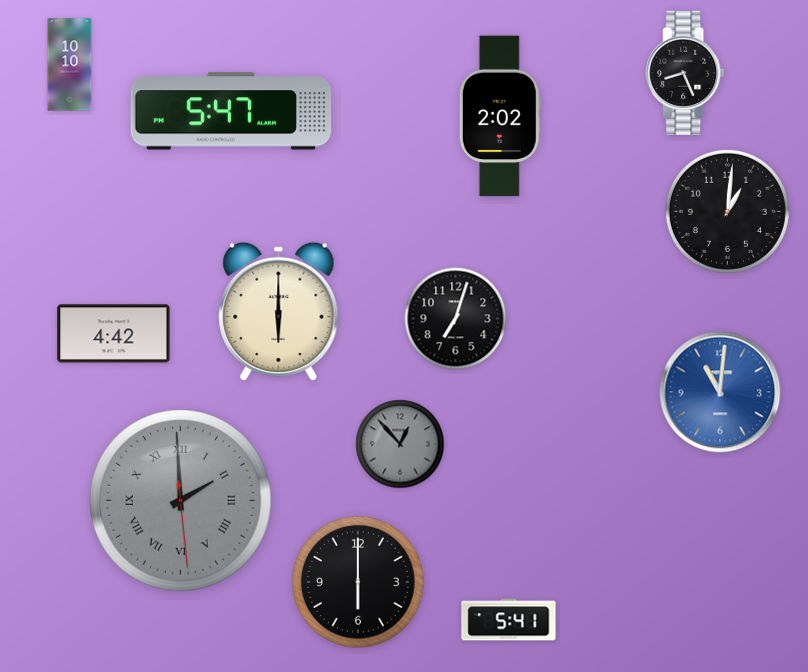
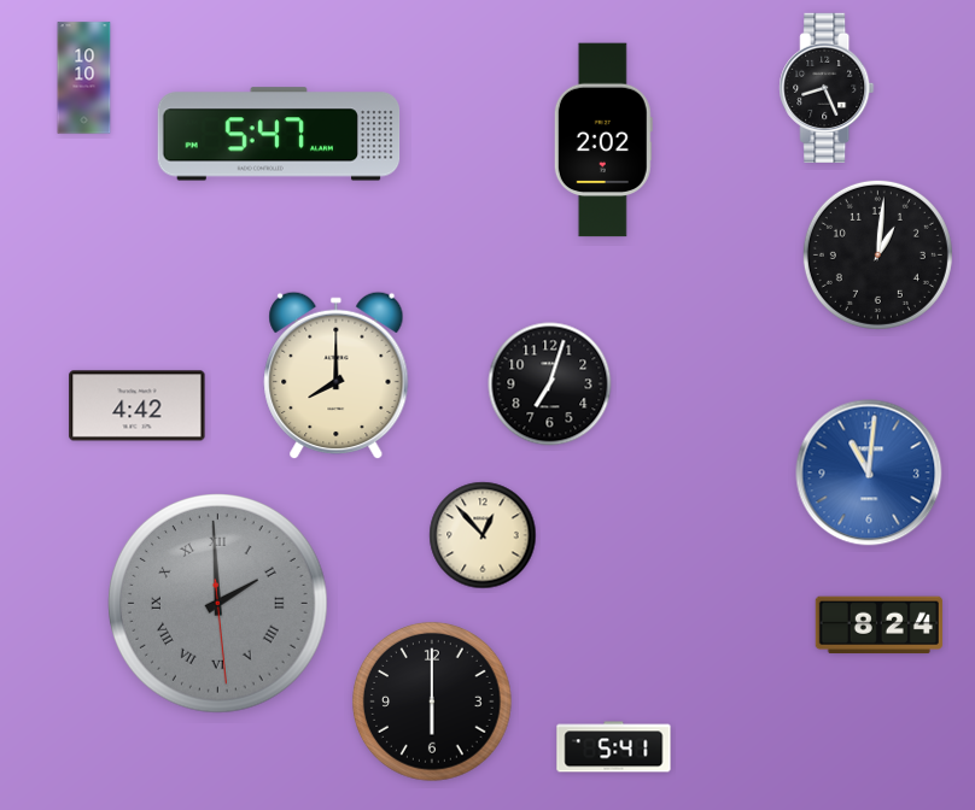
clock at (279, 312): 6:00 -> 8:00
clock at (114, 334) position: (114, 334) -> (138, 406)
clock at (400, 444) dial: grey -> cream
clock at (878, 626): none -> 8:24
